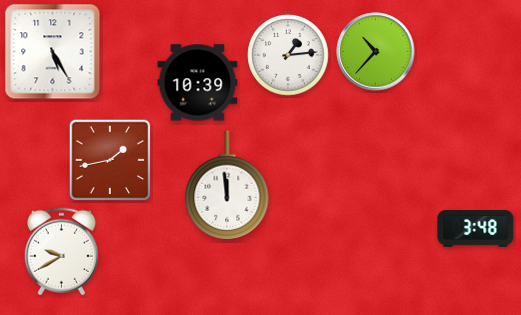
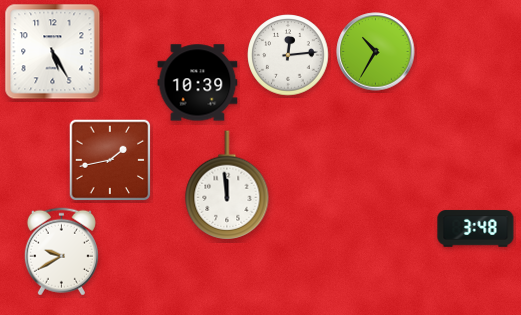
clock at (376, 52): 10:37 -> 10:35
clock at (288, 55): 1:14 -> 12:14
